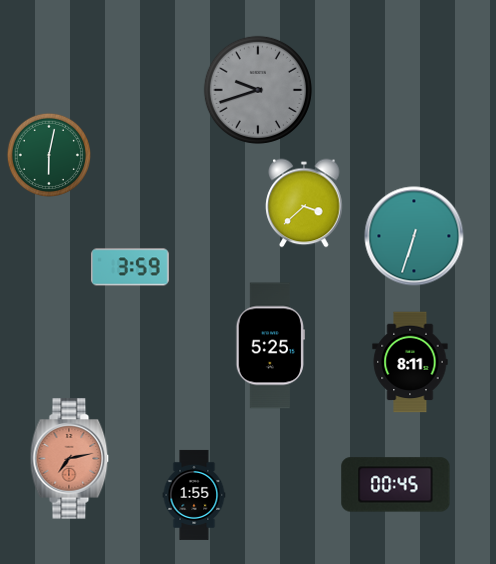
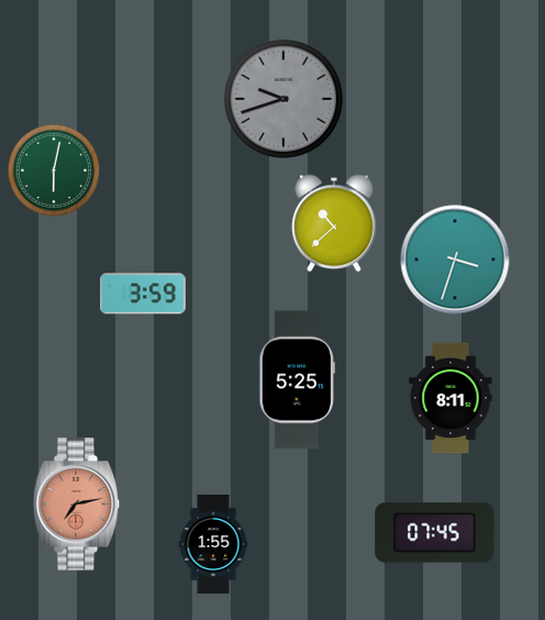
clock at (304, 203): 3:38 -> 10:38
clock at (414, 236): 6:33 -> 3:33
clock at (396, 485): 00:45 -> 07:45
